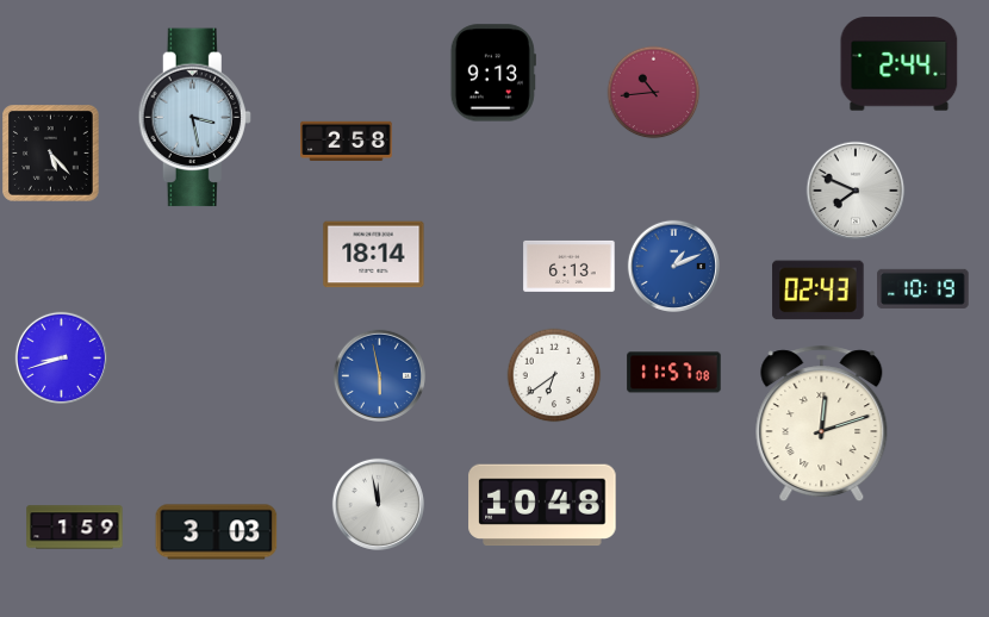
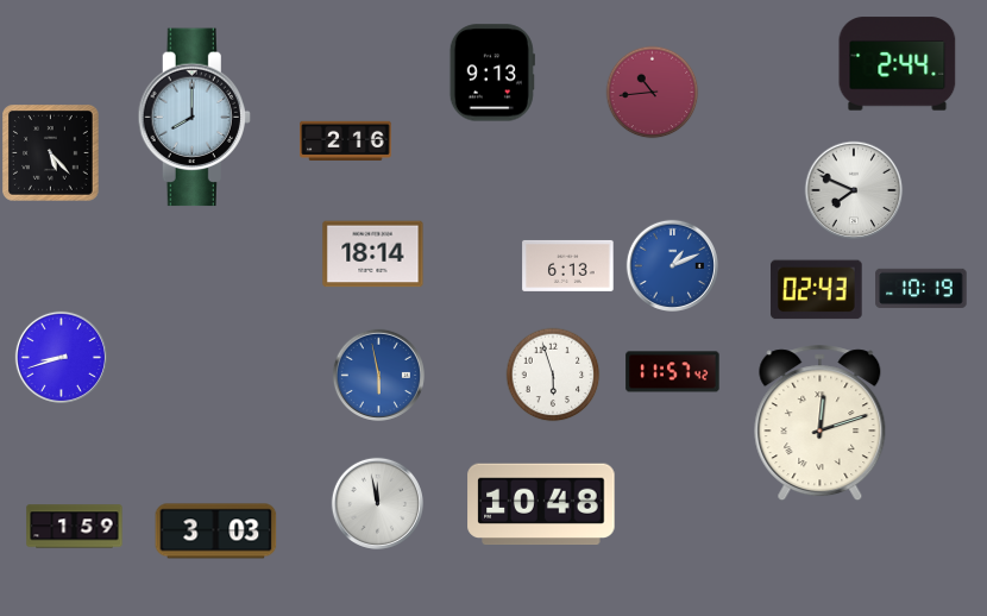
clock at (194, 118): 3:28 -> 8:00
clock at (347, 141): 2:58 -> 2:16
clock at (674, 373): 11:57:08 -> 11:57:42
clock at (554, 375): 6:39 -> 5:57
